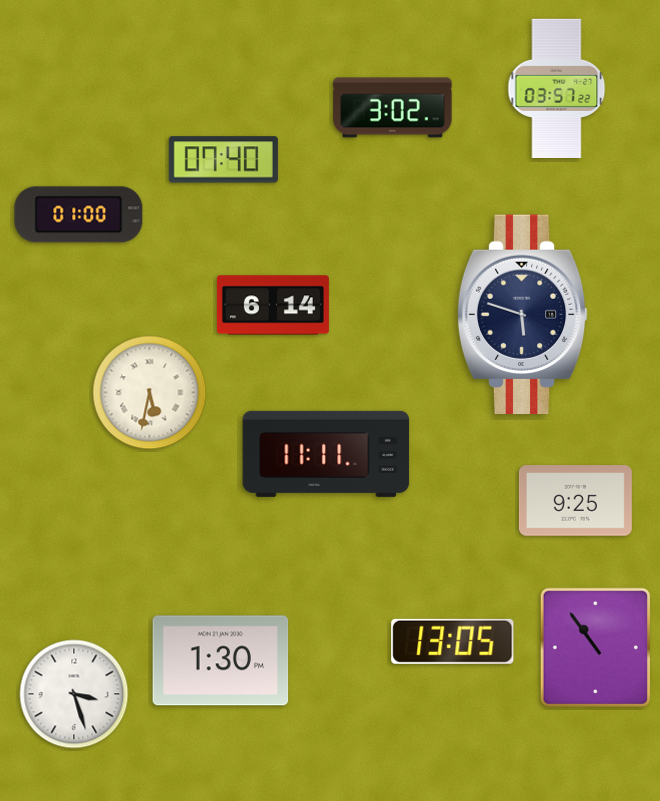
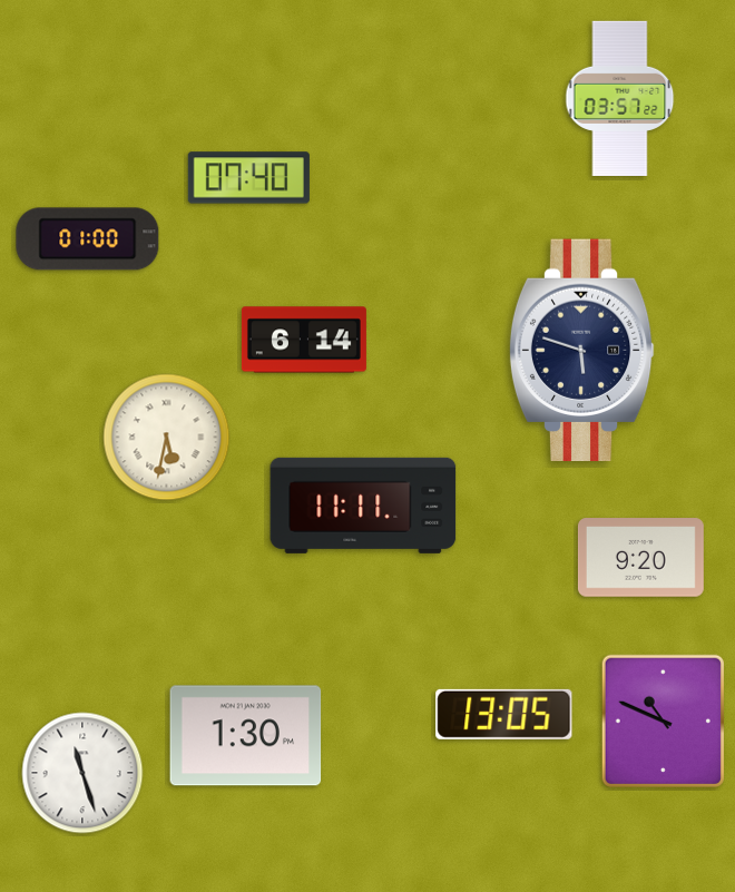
clock at (393, 108): 3:02 -> none
clock at (575, 501): 9:25 -> 9:20
clock at (595, 647): 10:54 -> 10:49
clock at (74, 694): 3:27 -> 11:27
